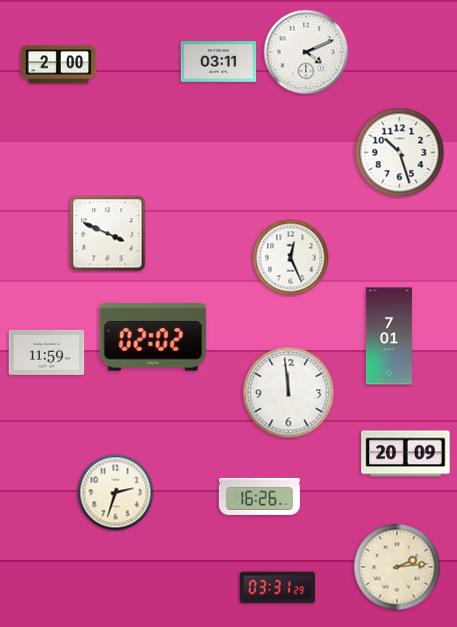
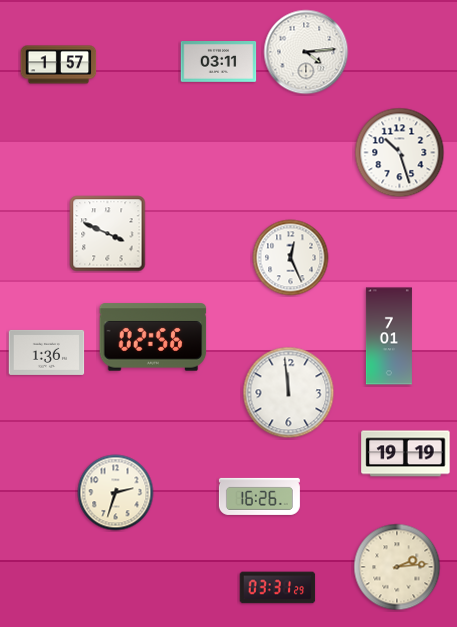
clock at (306, 52): 4:11 -> 4:14
clock at (59, 65): 2:00 -> 1:57
clock at (153, 337): 02:02 -> 02:56
clock at (47, 352): 11:59 -> 1:36
clock at (406, 454): 20:09 -> 19:19
